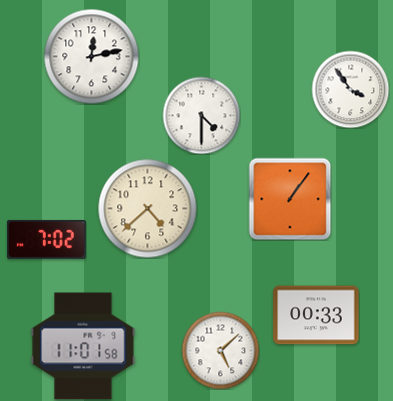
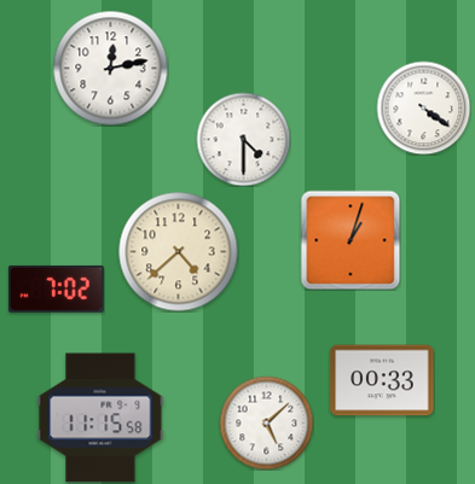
clock at (350, 89): 3:54 -> 4:21
clock at (290, 199): 1:06 -> 1:03
clock at (83, 346): 11:01 -> 11:15
